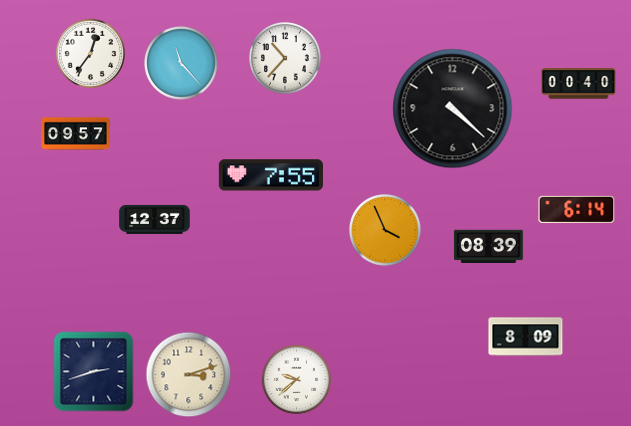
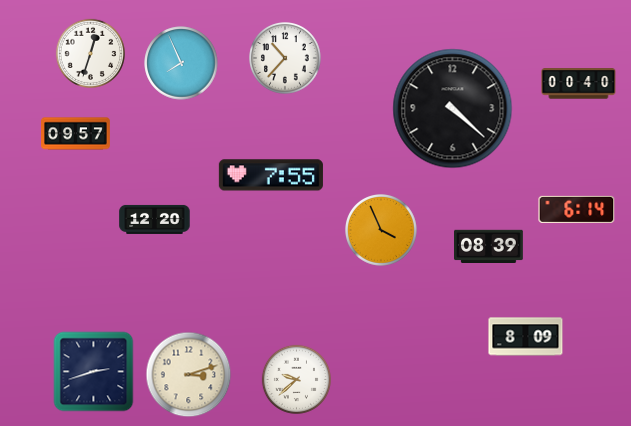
clock at (90, 53): 12:36 -> 12:33
clock at (181, 63): 11:23 -> 7:56
clock at (155, 219): 12:37 -> 12:20
clock at (386, 231) position: (386, 231) -> (382, 231)
